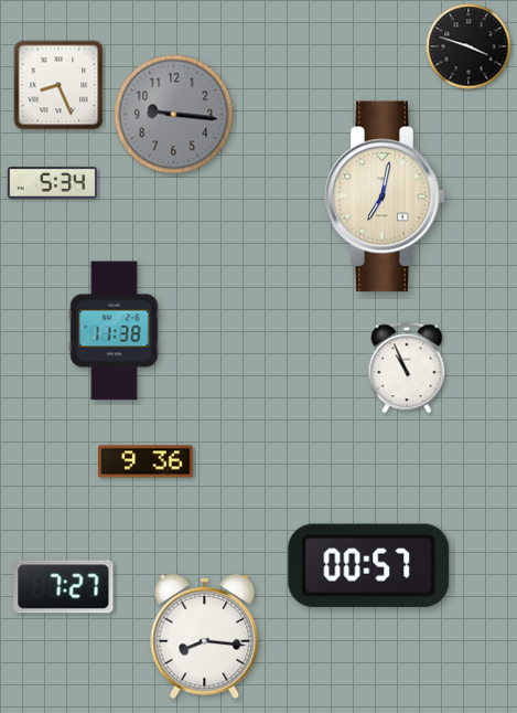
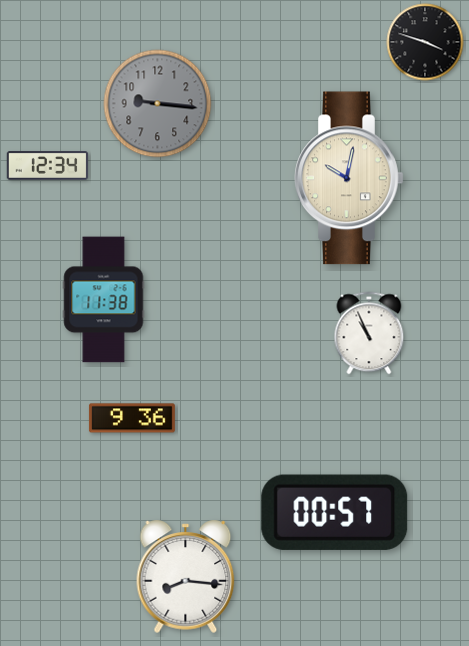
clock at (58, 85): 8:26 -> none
clock at (53, 183): 5:34 -> 12:34
clock at (385, 196): 7:02 -> 10:02
clock at (64, 587): 7:27 -> none
